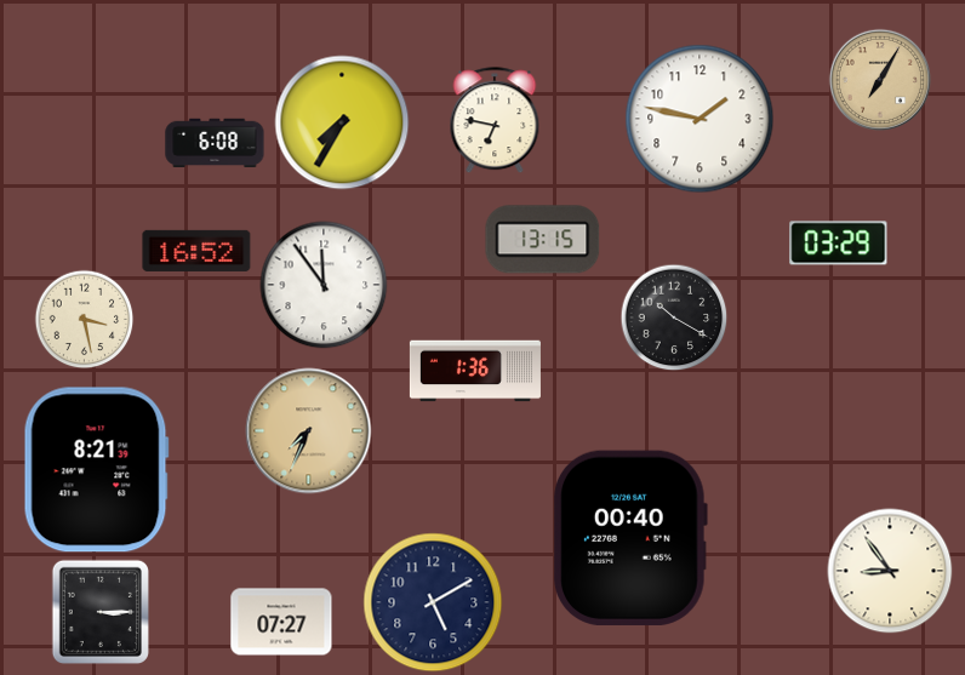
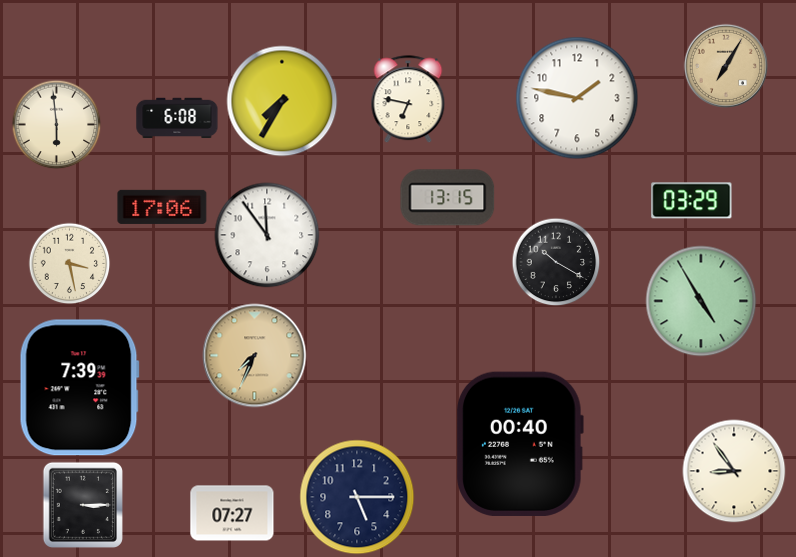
clock at (56, 124): none -> 5:59
clock at (196, 251): 16:52 -> 17:06
clock at (701, 301): none -> 4:55
clock at (475, 371): 1:36 -> none
clock at (96, 470): 8:21 -> 7:39
clock at (433, 602): 5:10 -> 5:15
